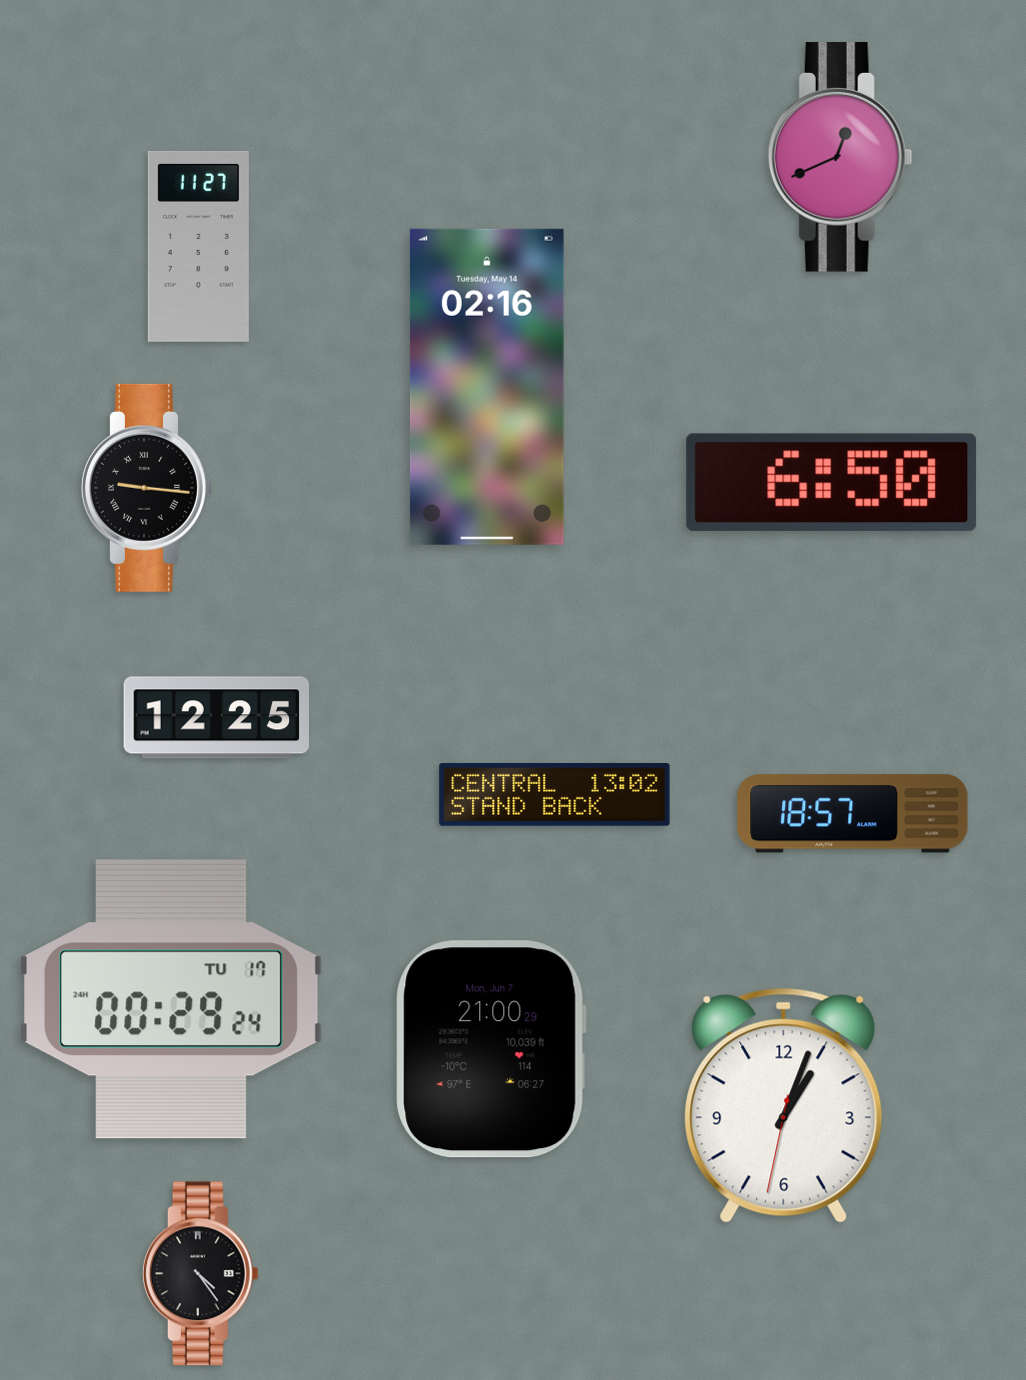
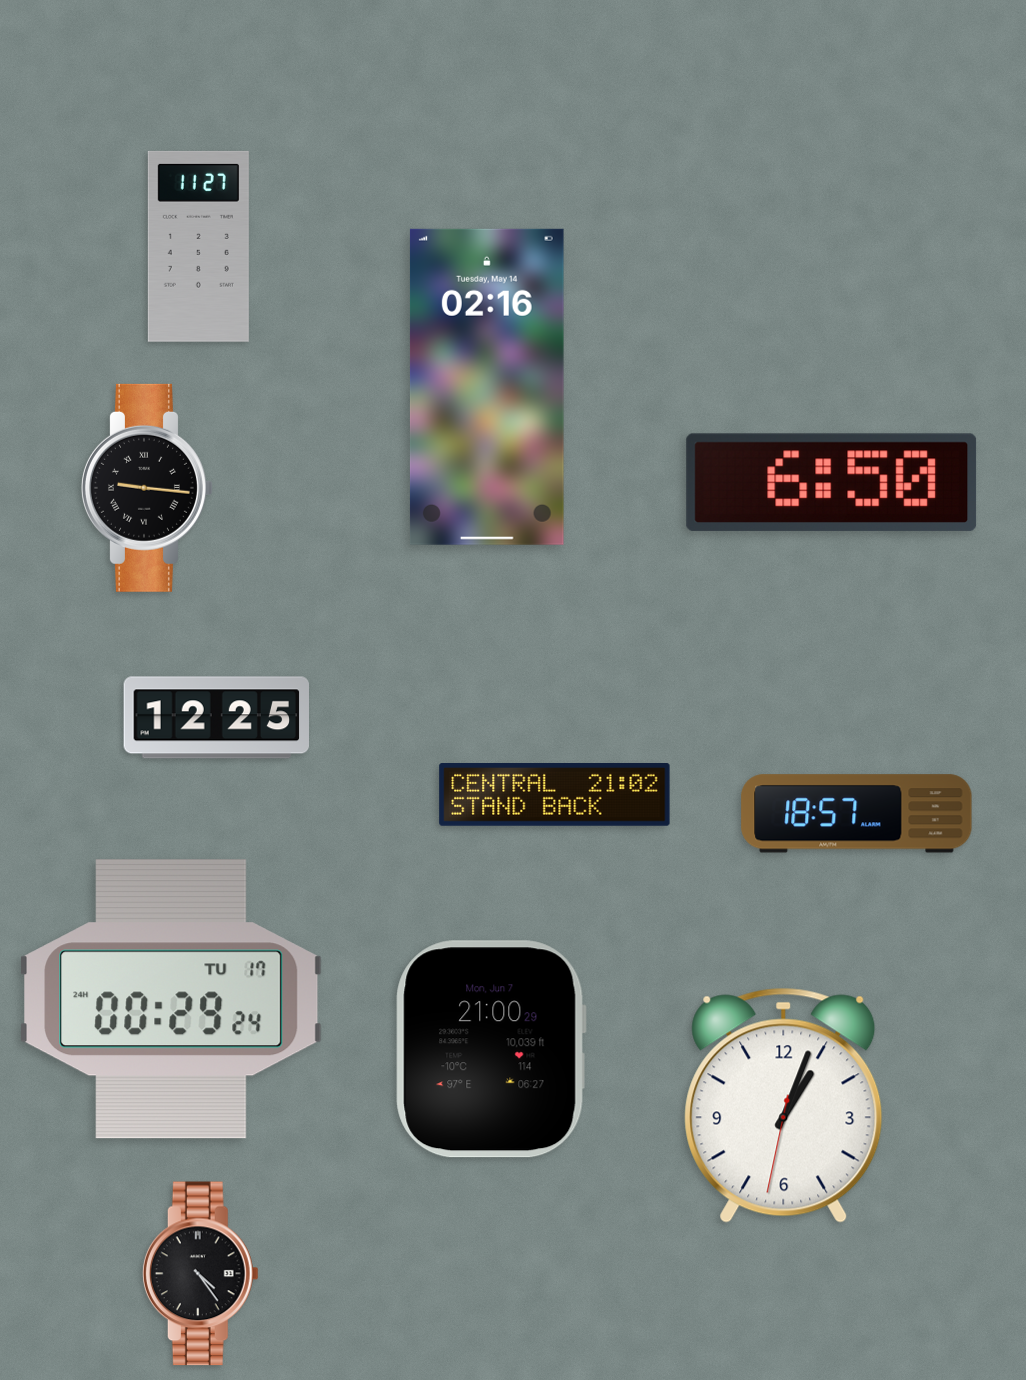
clock at (840, 157): 12:41 -> none
clock at (555, 795): 13:02 -> 21:02
clock at (853, 814) position: (853, 814) -> (857, 814)
